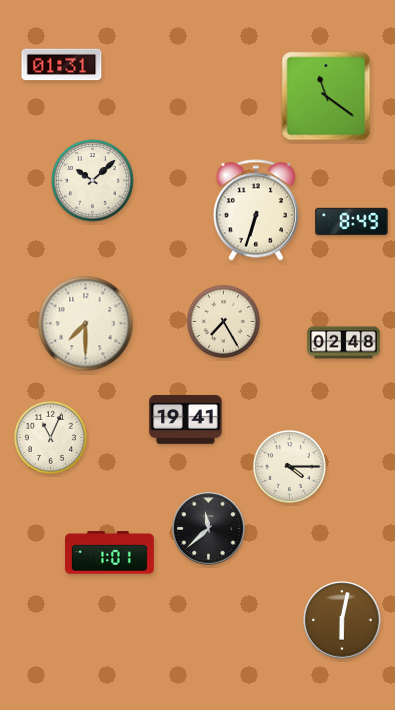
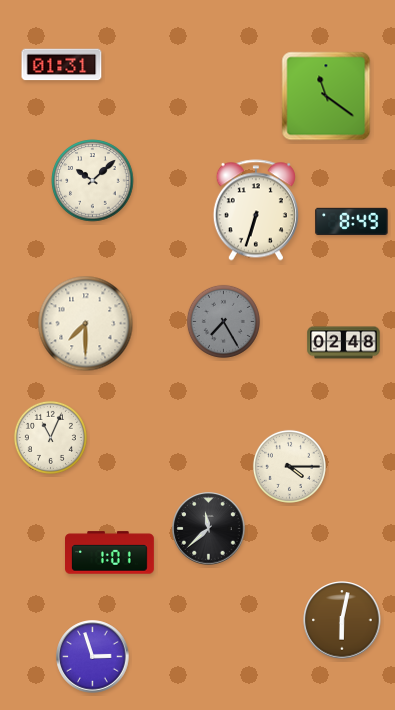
clock at (223, 321) dial: cream -> grey
clock at (186, 420): 19:41 -> none
clock at (93, 657): none -> 2:57
